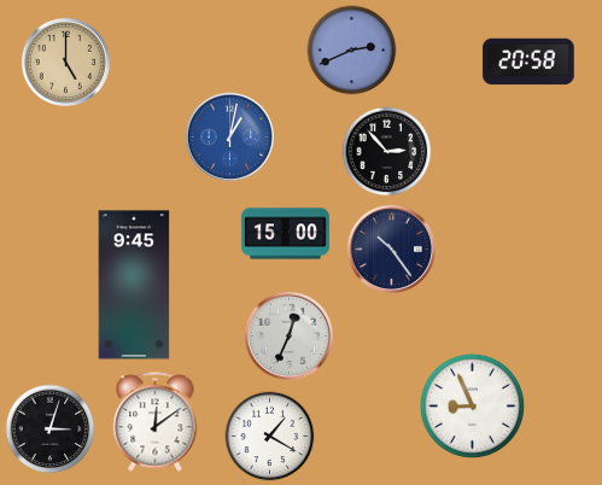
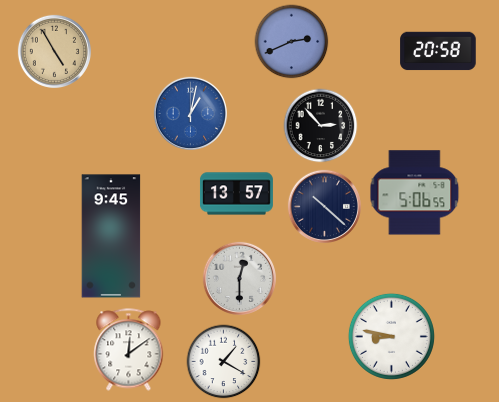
clock at (65, 62): 5:00 -> 4:55
clock at (415, 193): none -> 5:06
clock at (285, 234): 15:00 -> 13:57
clock at (391, 249): 10:24 -> 10:22
clock at (288, 335): 12:34 -> 12:30
clock at (472, 405): 8:56 -> 8:47
clock at (51, 430): 3:03 -> none
